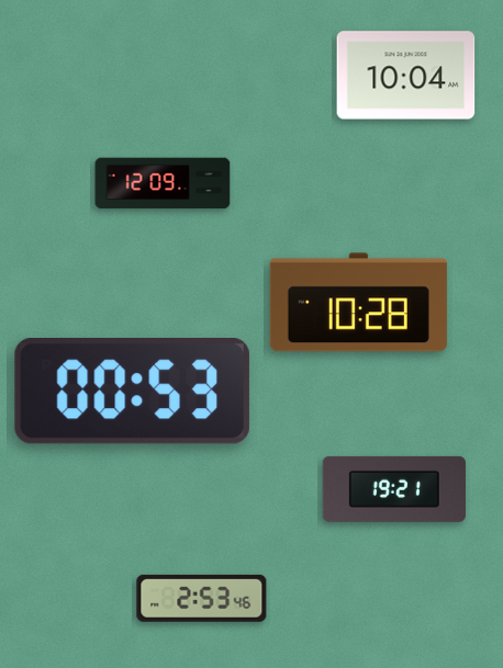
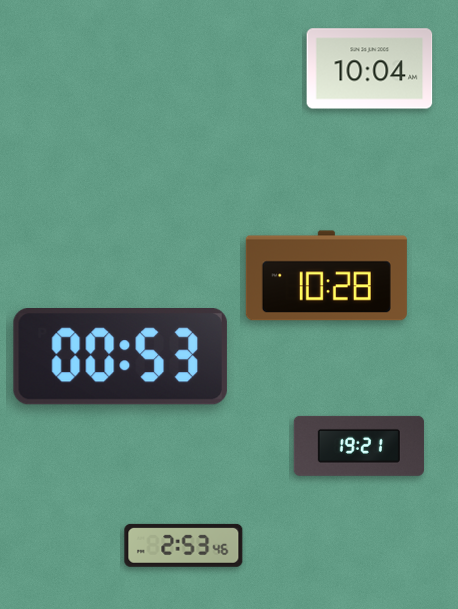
clock at (163, 183): 12:09 -> none
